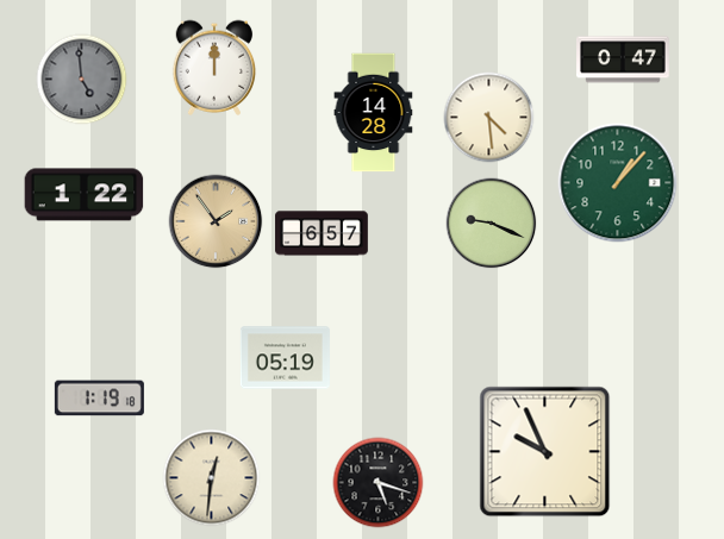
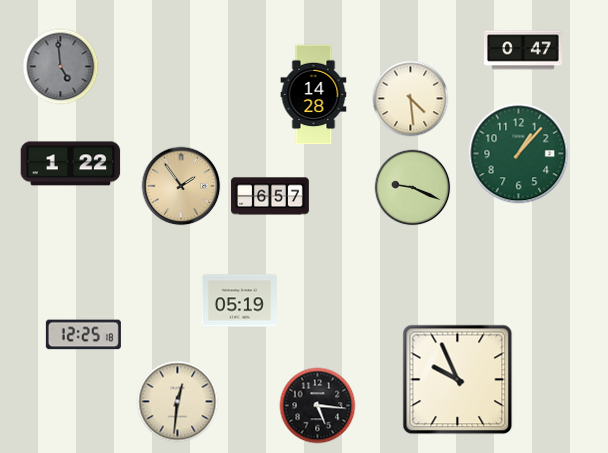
clock at (214, 68): 12:00 -> none
clock at (82, 80) position: (82, 80) -> (61, 67)
clock at (99, 399): 1:19 -> 12:25
clock at (379, 483): 5:18 -> 5:16
